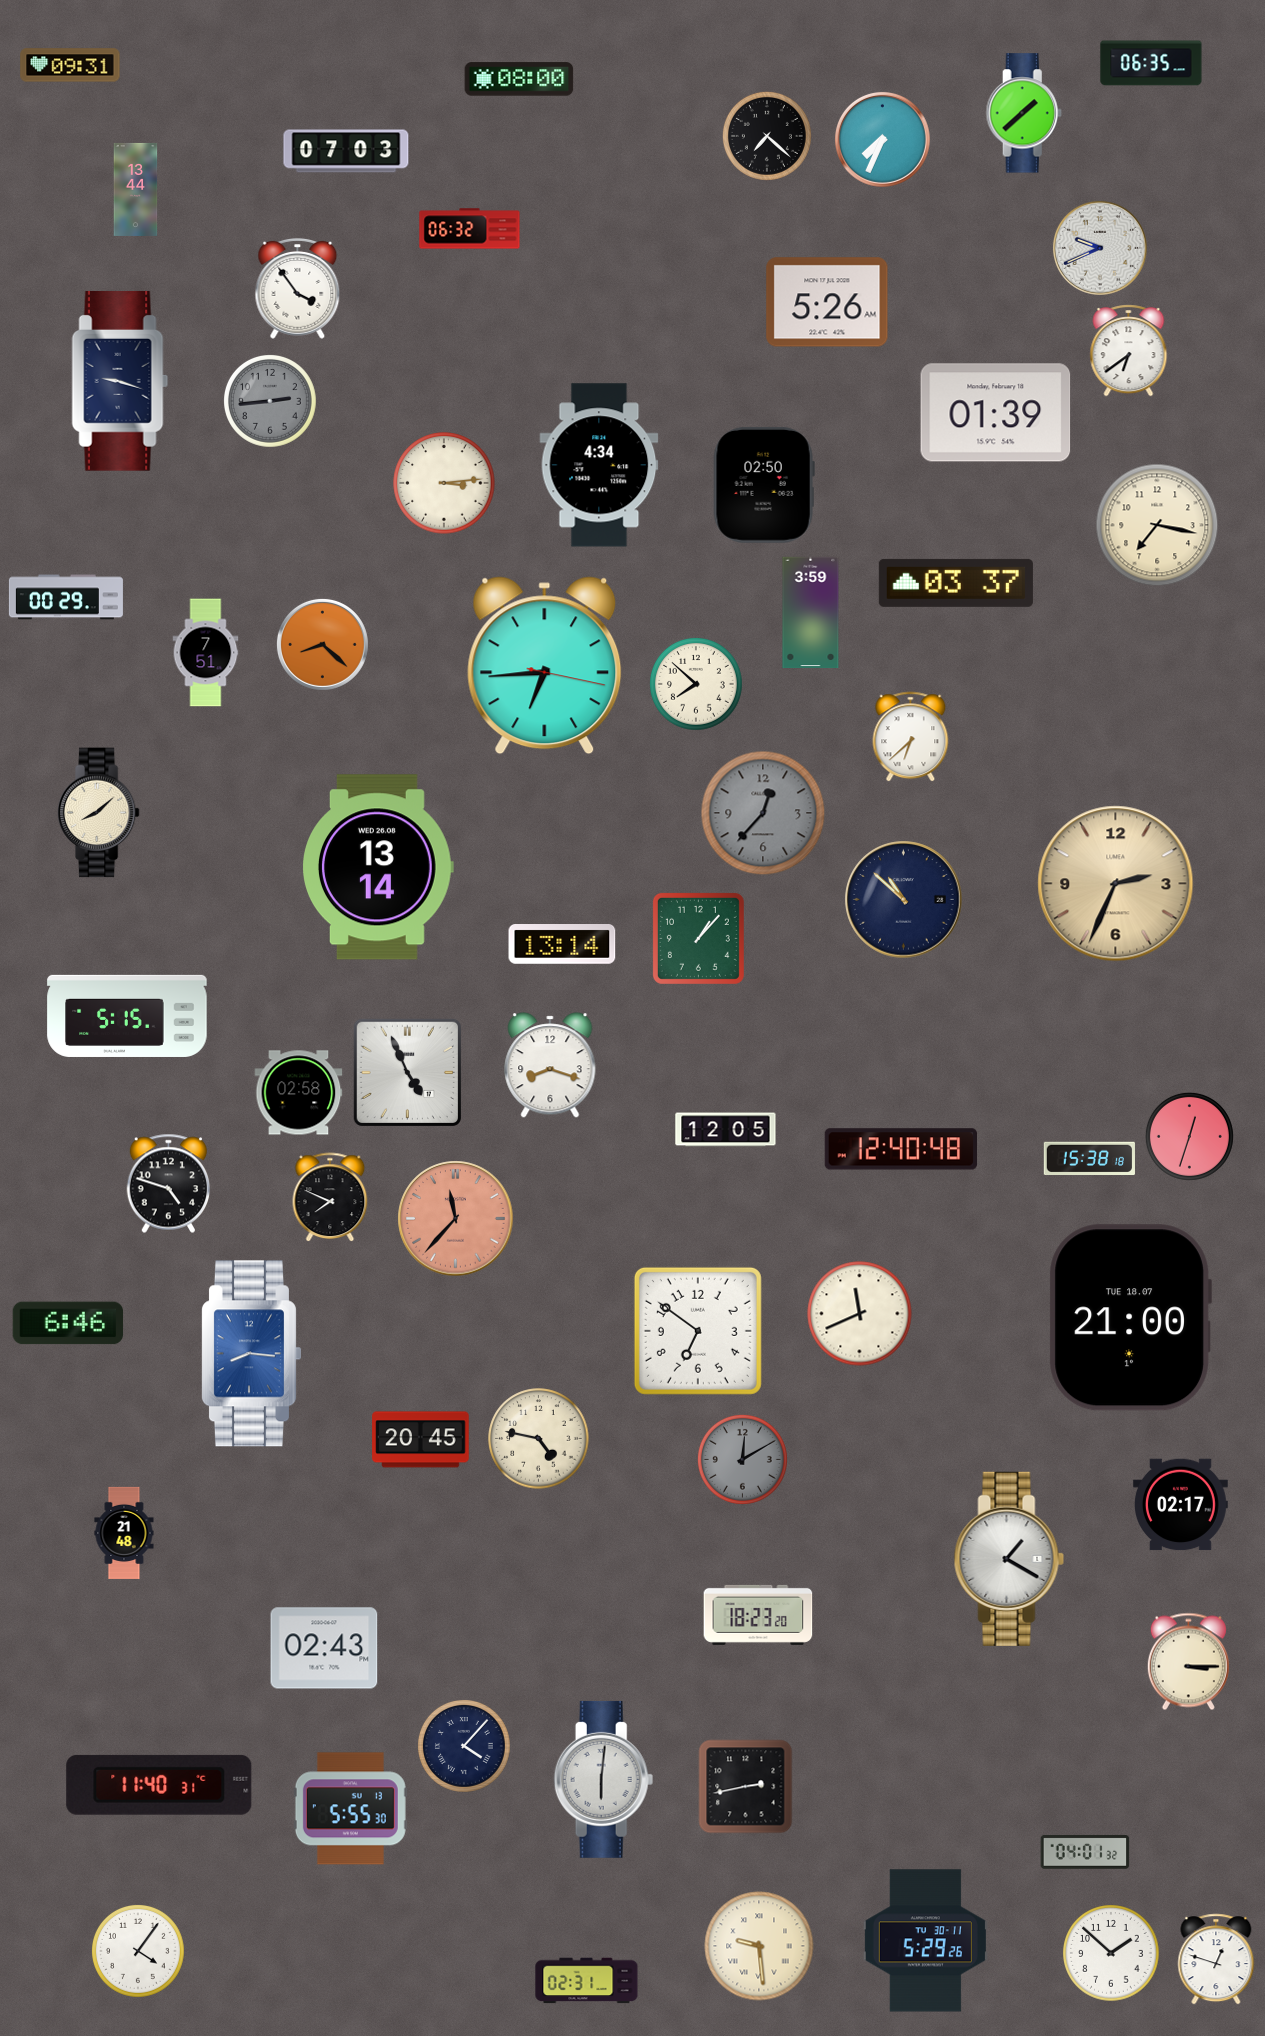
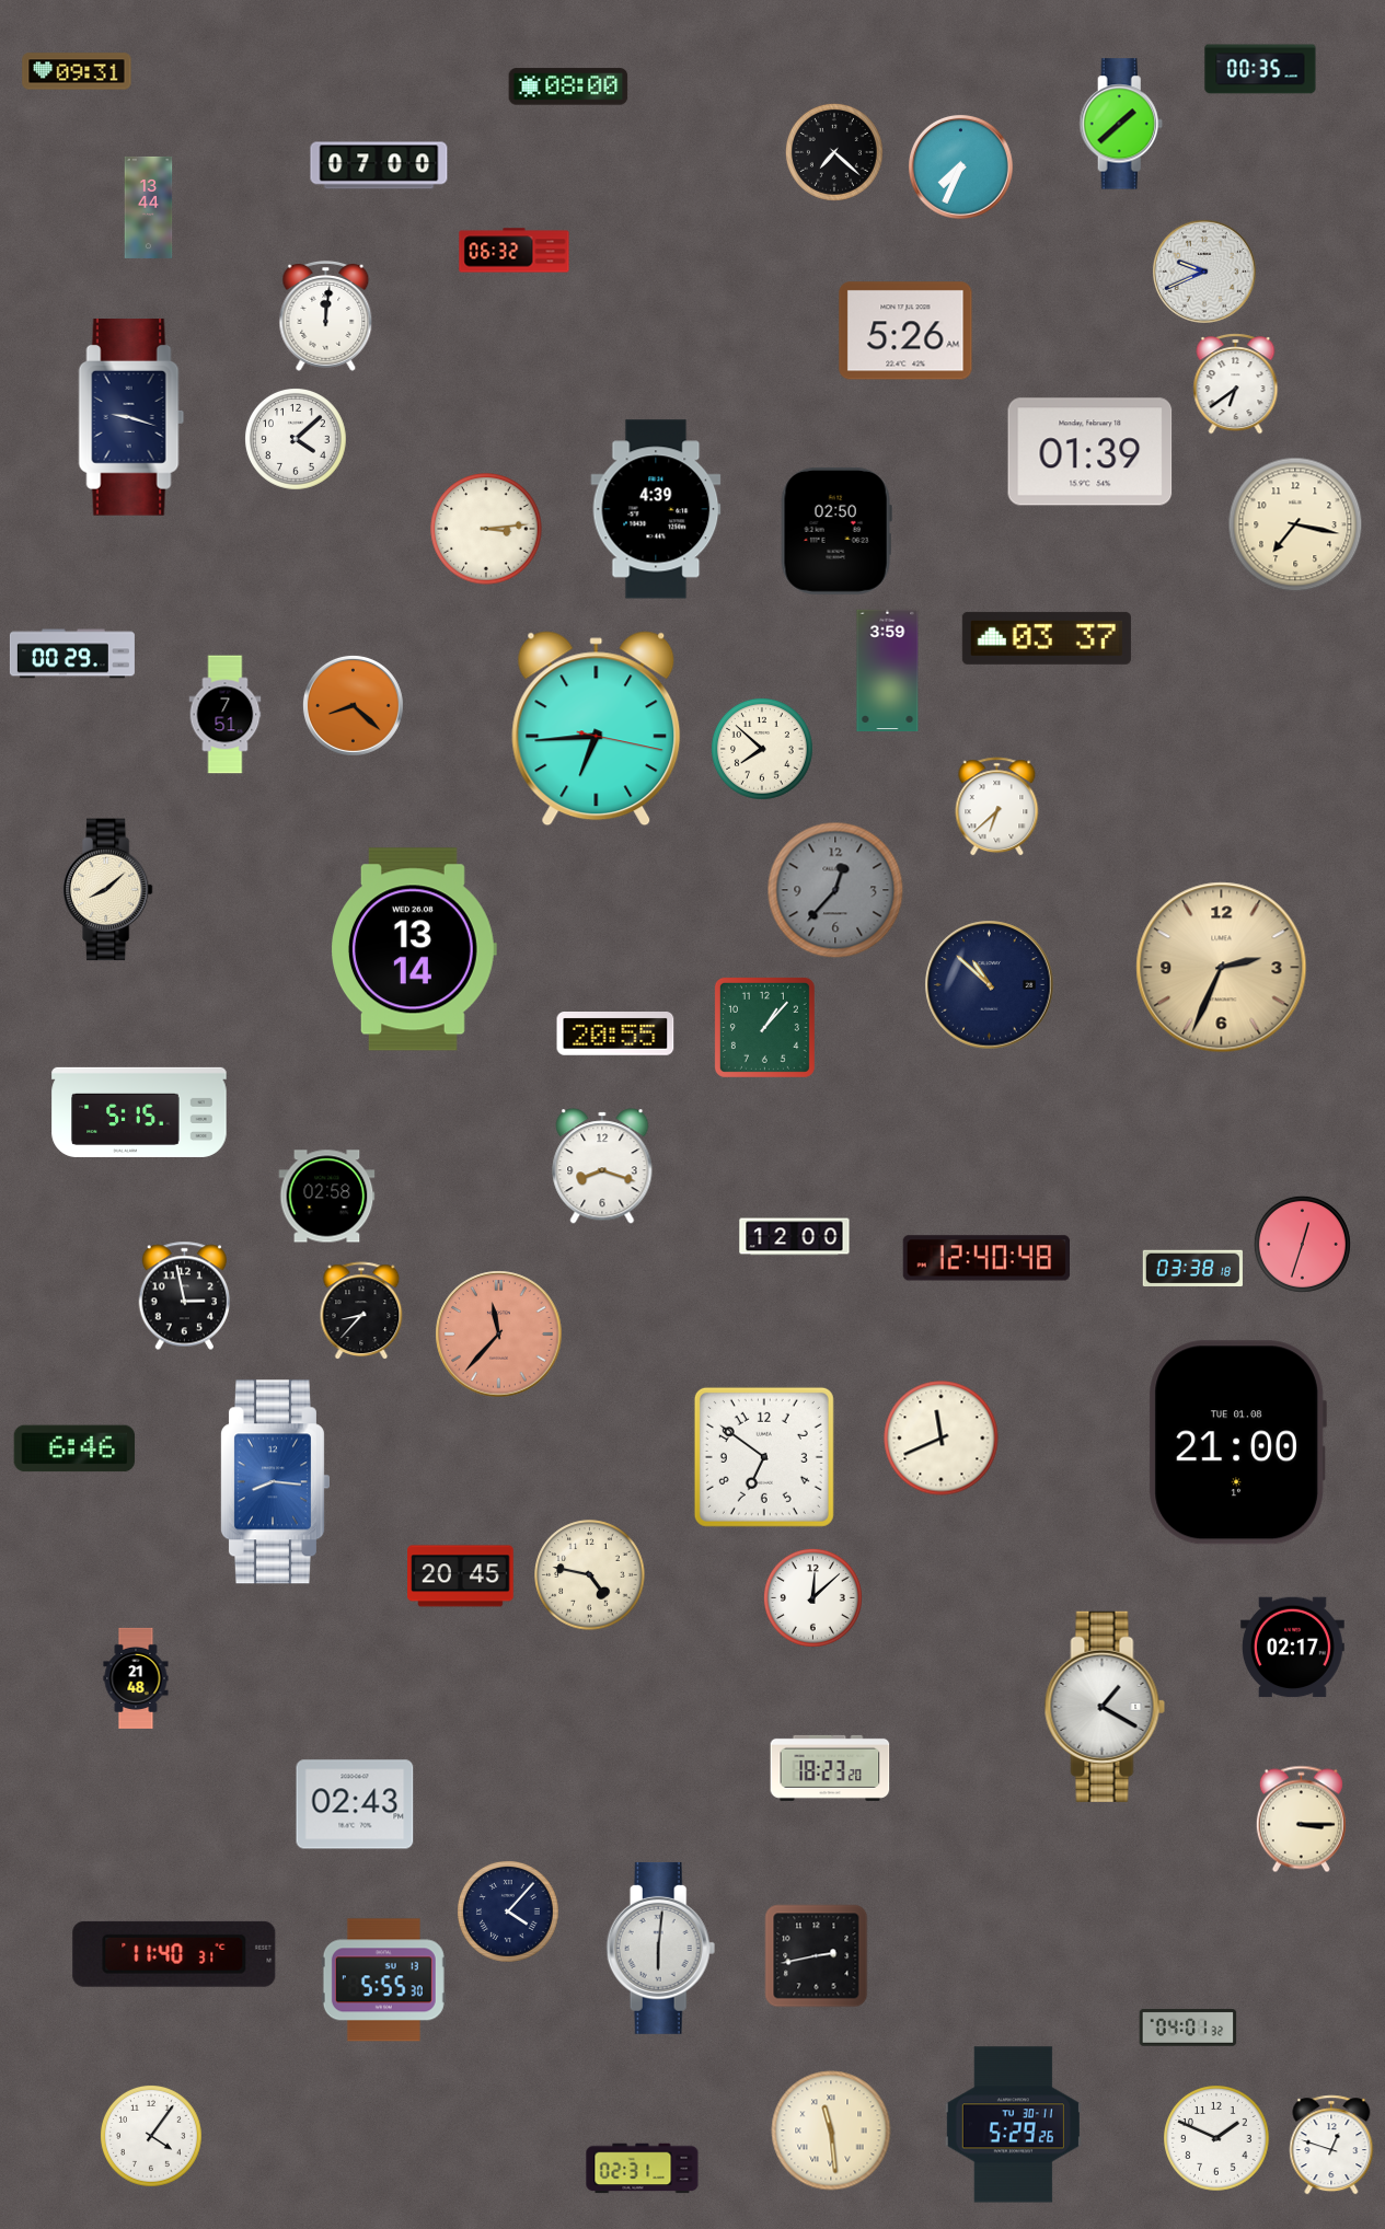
clock at (1151, 63): 06:35 -> 00:35
clock at (767, 136) position: (767, 136) -> (834, 152)
clock at (882, 139) position: (882, 139) -> (960, 166)
clock at (346, 151): 07:03 -> 07:00
clock at (298, 288): 3:54 -> 12:01
clock at (271, 402): 2:44 -> 4:08
clock at (271, 402) dial: grey -> white
clock at (599, 465): 4:34 -> 4:39
clock at (1157, 525) position: (1157, 525) -> (1295, 524)
clock at (562, 945): 13:14 -> 20:55
clock at (407, 1072): 4:56 -> none
clock at (726, 1130): 12:05 -> 12:00
clock at (1089, 1158): 15:38 -> 03:38
clock at (169, 1184): 4:48 -> 2:58
clock at (330, 1198): 7:49 -> 8:37
clock at (1130, 1318) date: TUE 18.07 -> TUE 01.08
clock at (742, 1459): 12:10 -> 12:08
clock at (742, 1459) dial: grey -> white
clock at (759, 1946): 9:29 -> 11:29
clock at (1111, 1953): 1:52 -> 1:49
